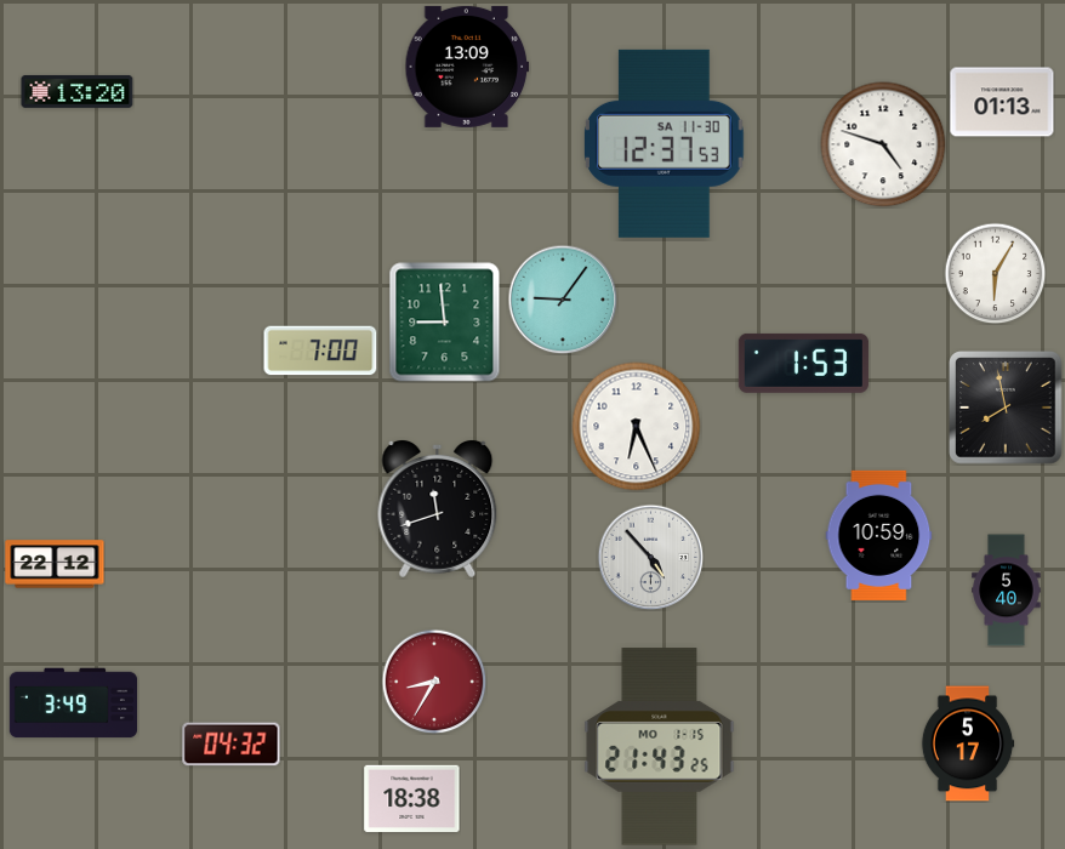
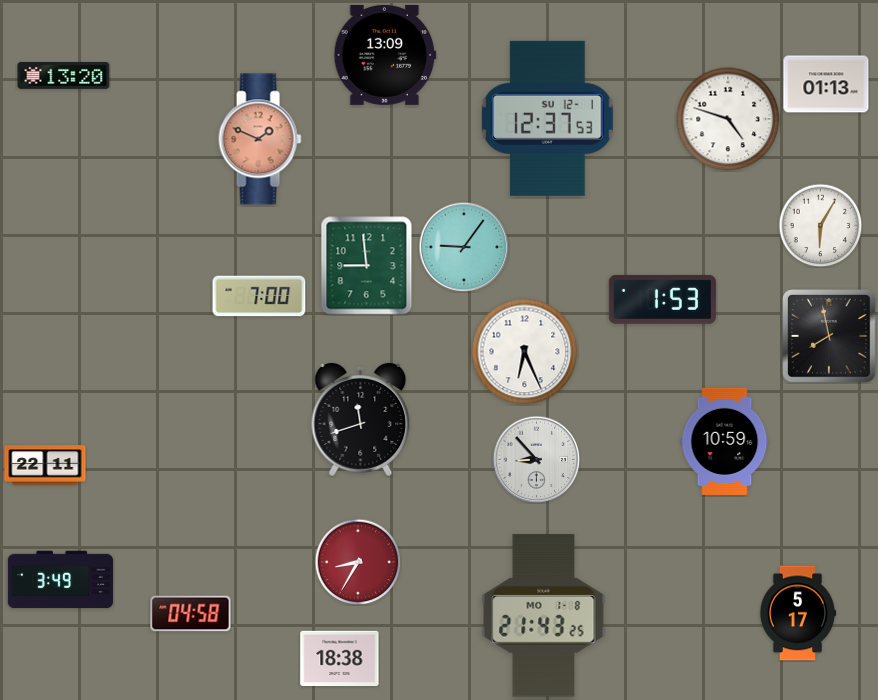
clock at (664, 143) date: SA 11-30 -> SU 12-1
clock at (260, 139): none -> 1:49
clock at (320, 351) position: (320, 351) -> (259, 296)
clock at (650, 557): 4:53 -> 8:53
clock at (55, 564): 22:12 -> 22:11
clock at (1007, 591): 5:40 -> none
clock at (232, 745): 04:32 -> 04:58
clock at (660, 747) date: MO 1-15 -> MO 1-8
